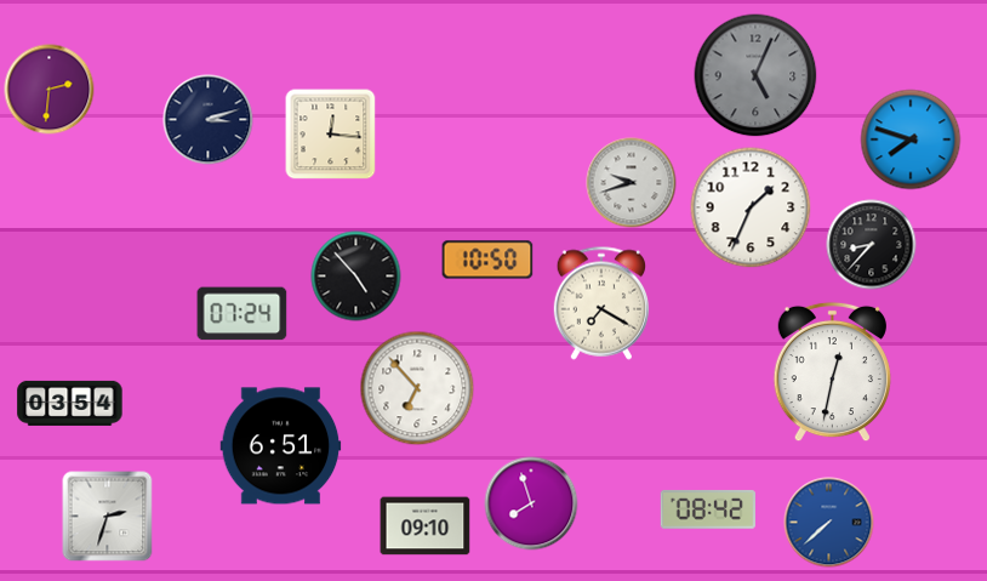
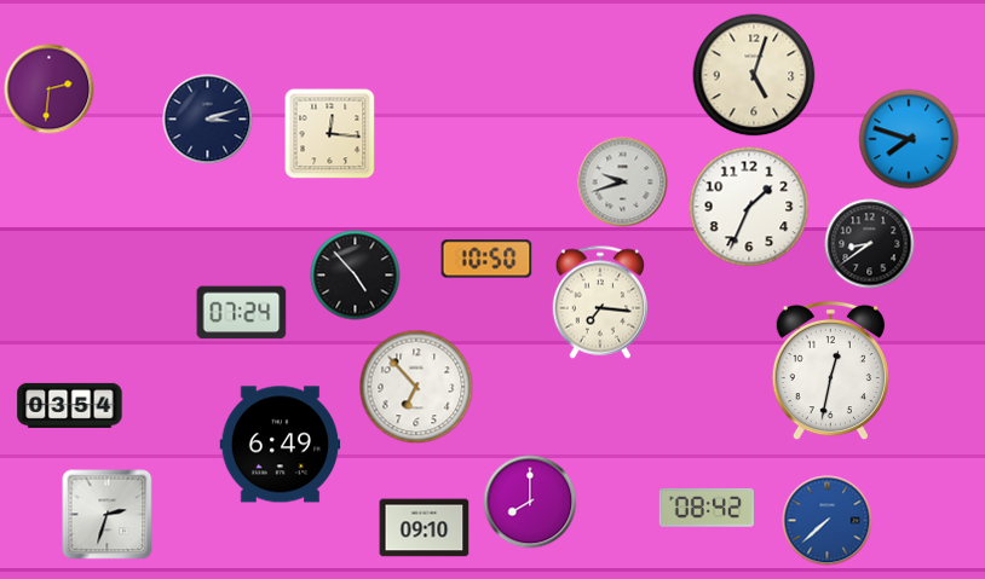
clock at (755, 75): 5:04 -> 5:03
clock at (755, 75) dial: grey -> cream
clock at (632, 183) position: (632, 183) -> (623, 183)
clock at (872, 245): 8:37 -> 8:39
clock at (600, 303): 7:20 -> 7:16
clock at (70, 403) position: (70, 403) -> (70, 405)
clock at (281, 446): 6:51 -> 6:49
clock at (531, 503): 7:57 -> 8:00
clock at (426, 526) position: (426, 526) -> (425, 528)
